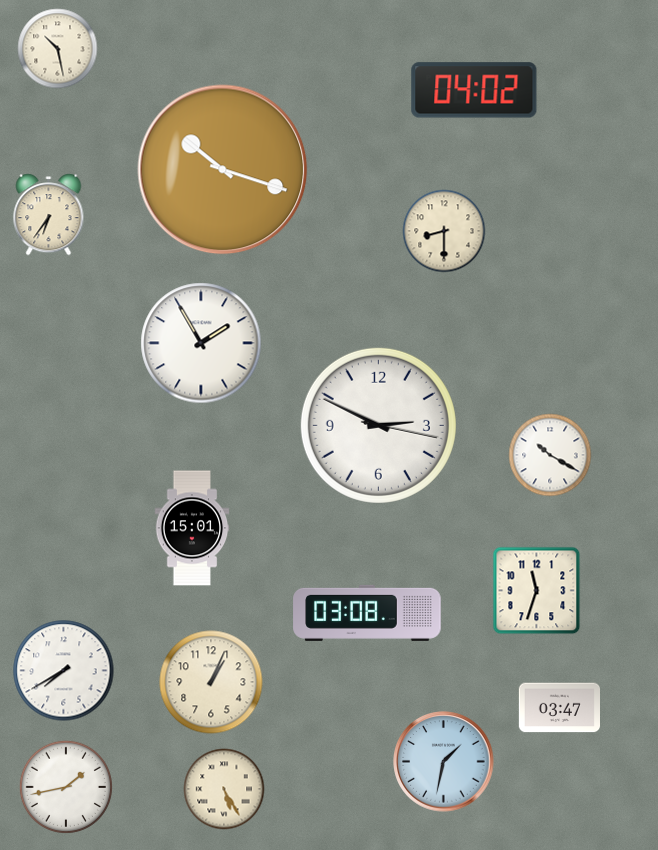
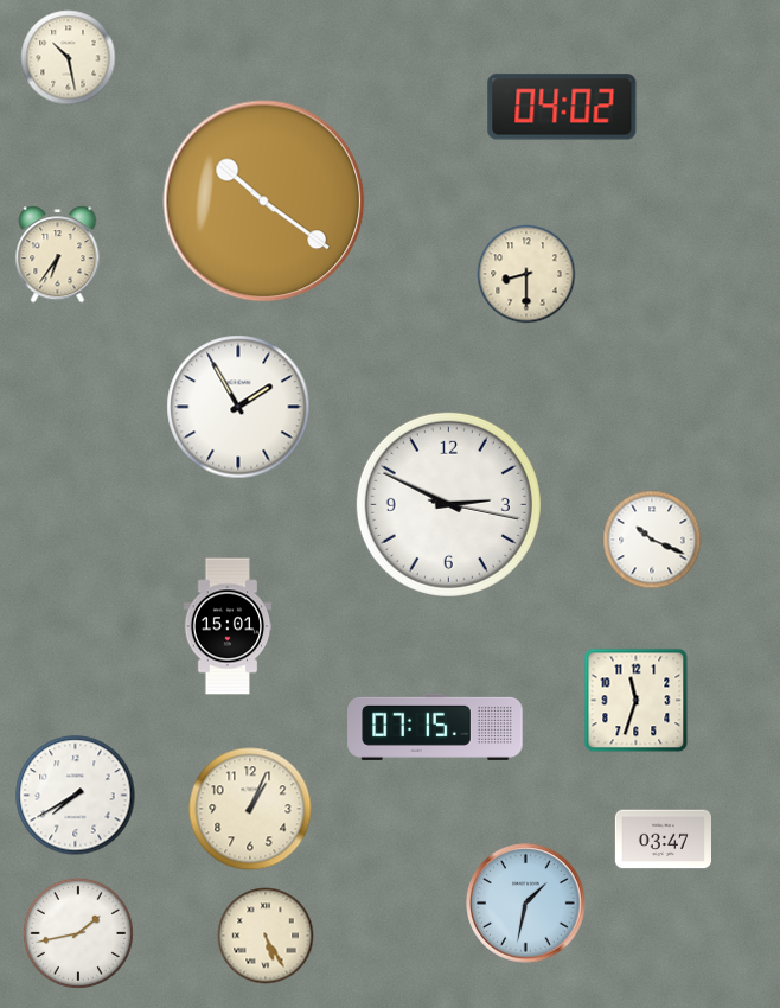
clock at (223, 170): 10:18 -> 10:21
clock at (550, 455): 10:20 -> 10:19
clock at (367, 613): 03:08 -> 07:15
